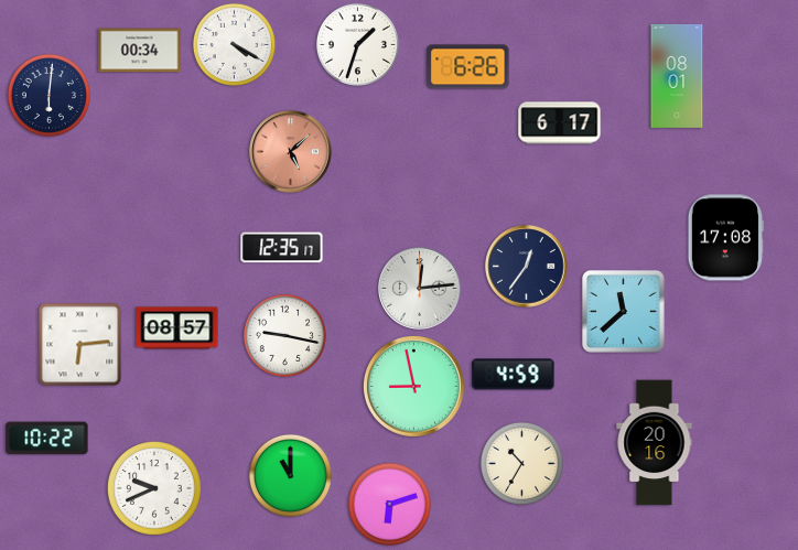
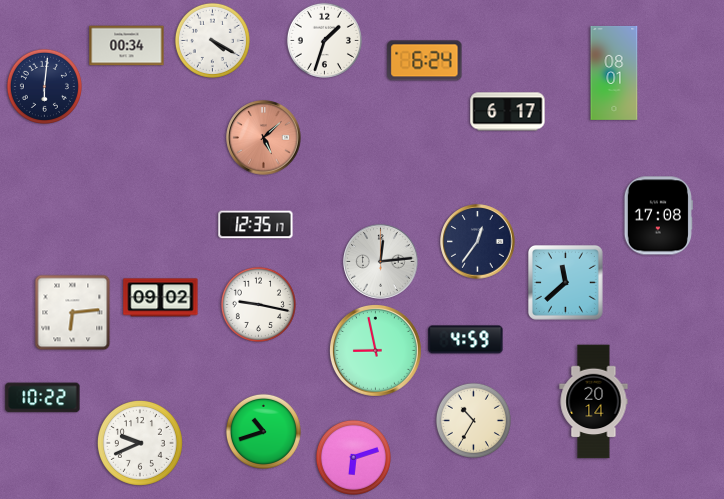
clock at (468, 67): 6:26 -> 6:24
clock at (677, 76) position: (677, 76) -> (614, 73)
clock at (177, 328): 08:57 -> 09:02
clock at (655, 443): 20:16 -> 20:14
clock at (290, 475): 11:00 -> 10:42
